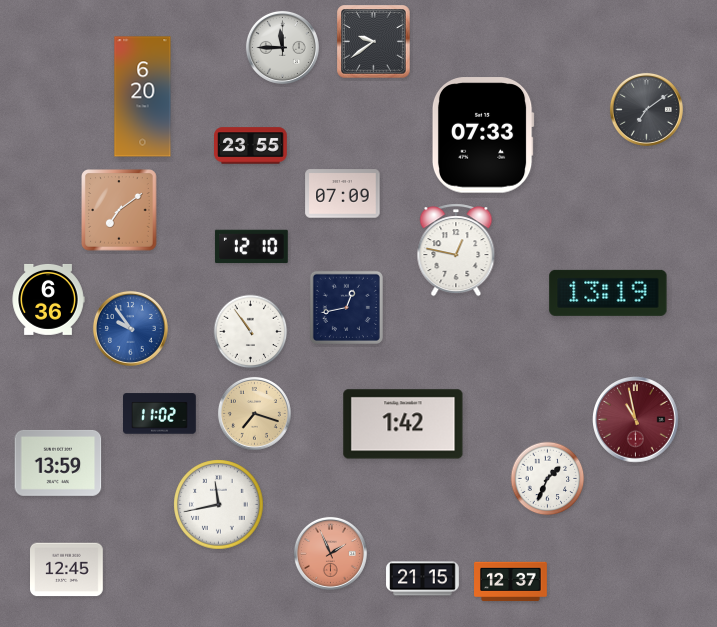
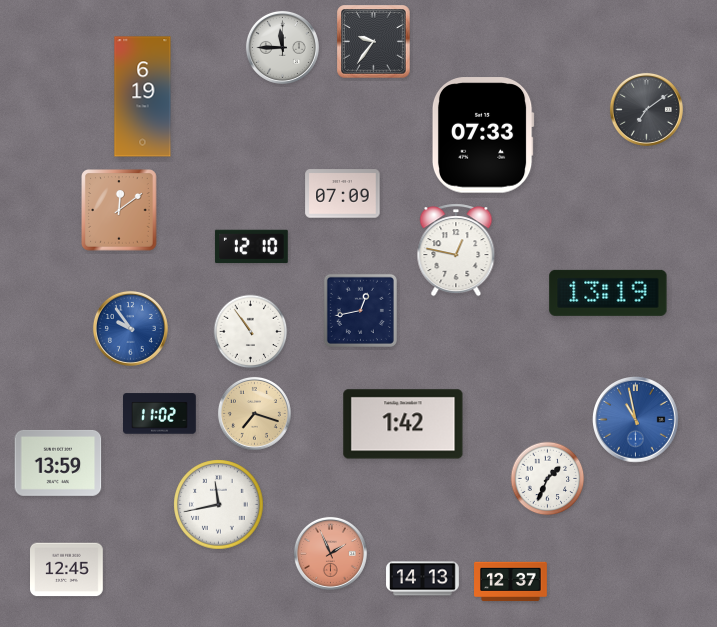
clock at (374, 42): 9:39 -> 9:36
clock at (143, 97): 6:20 -> 6:19
clock at (251, 146): 23:55 -> none
clock at (119, 210): 7:09 -> 12:09
clock at (48, 299): 6:36 -> none
clock at (346, 307) position: (346, 307) -> (360, 310)
clock at (636, 420) dial: burgundy -> blue
clock at (423, 579): 21:15 -> 14:13
